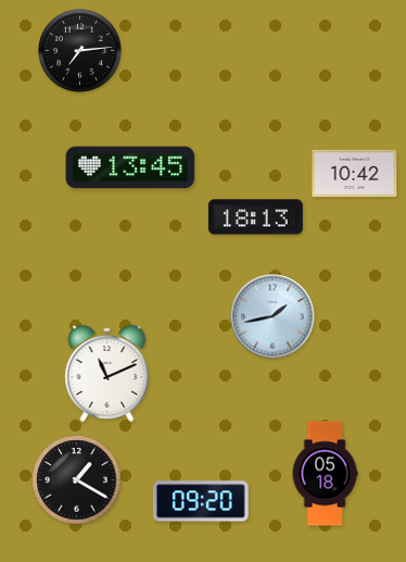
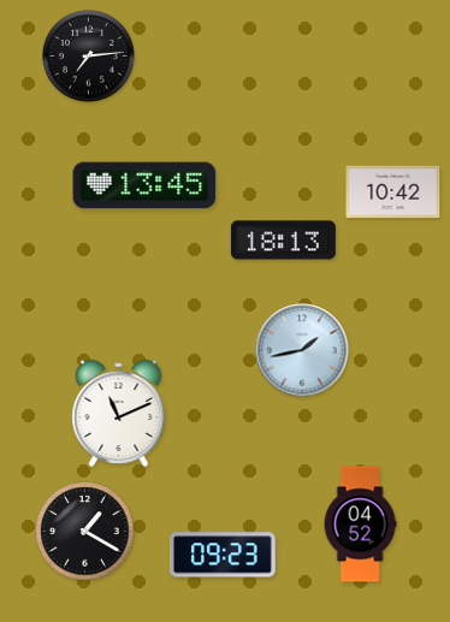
clock at (325, 474): 05:18 -> 04:52
clock at (201, 501): 09:20 -> 09:23
